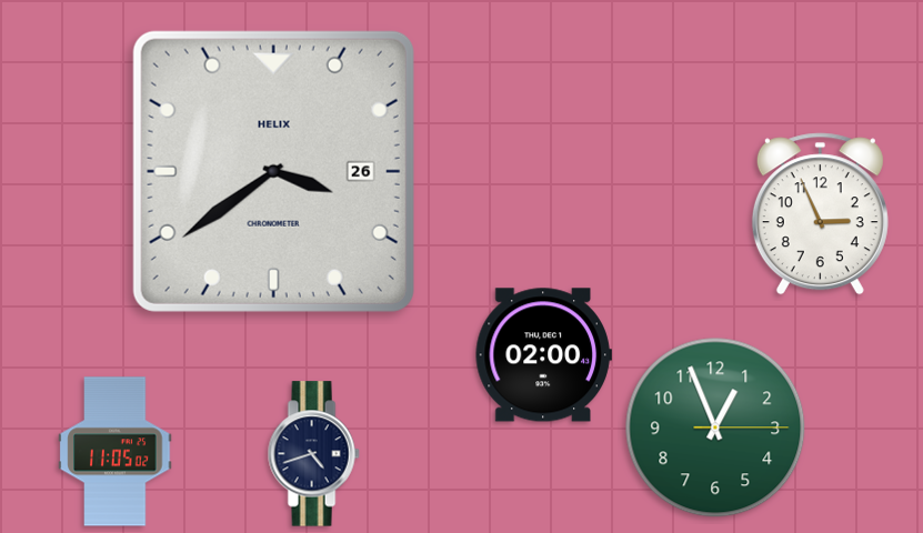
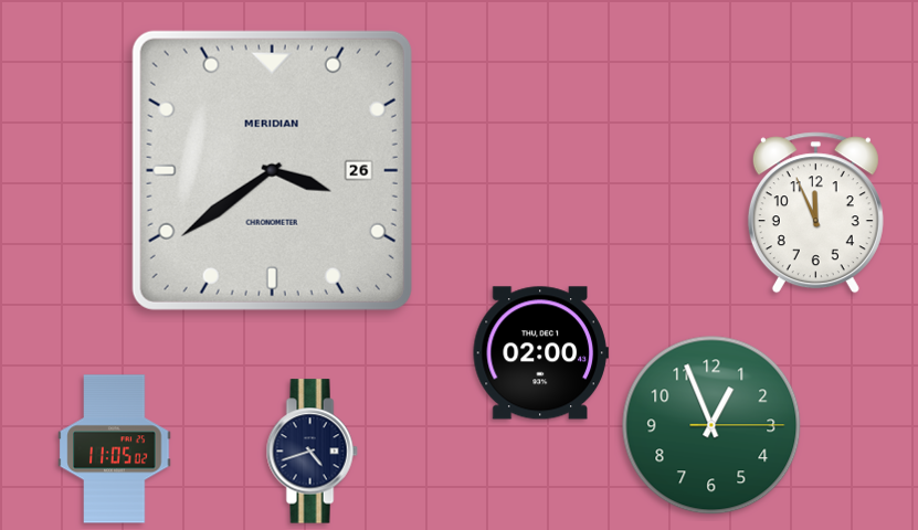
clock at (273, 171) brand: HELIX -> MERIDIAN
clock at (820, 214): 2:56 -> 11:56
